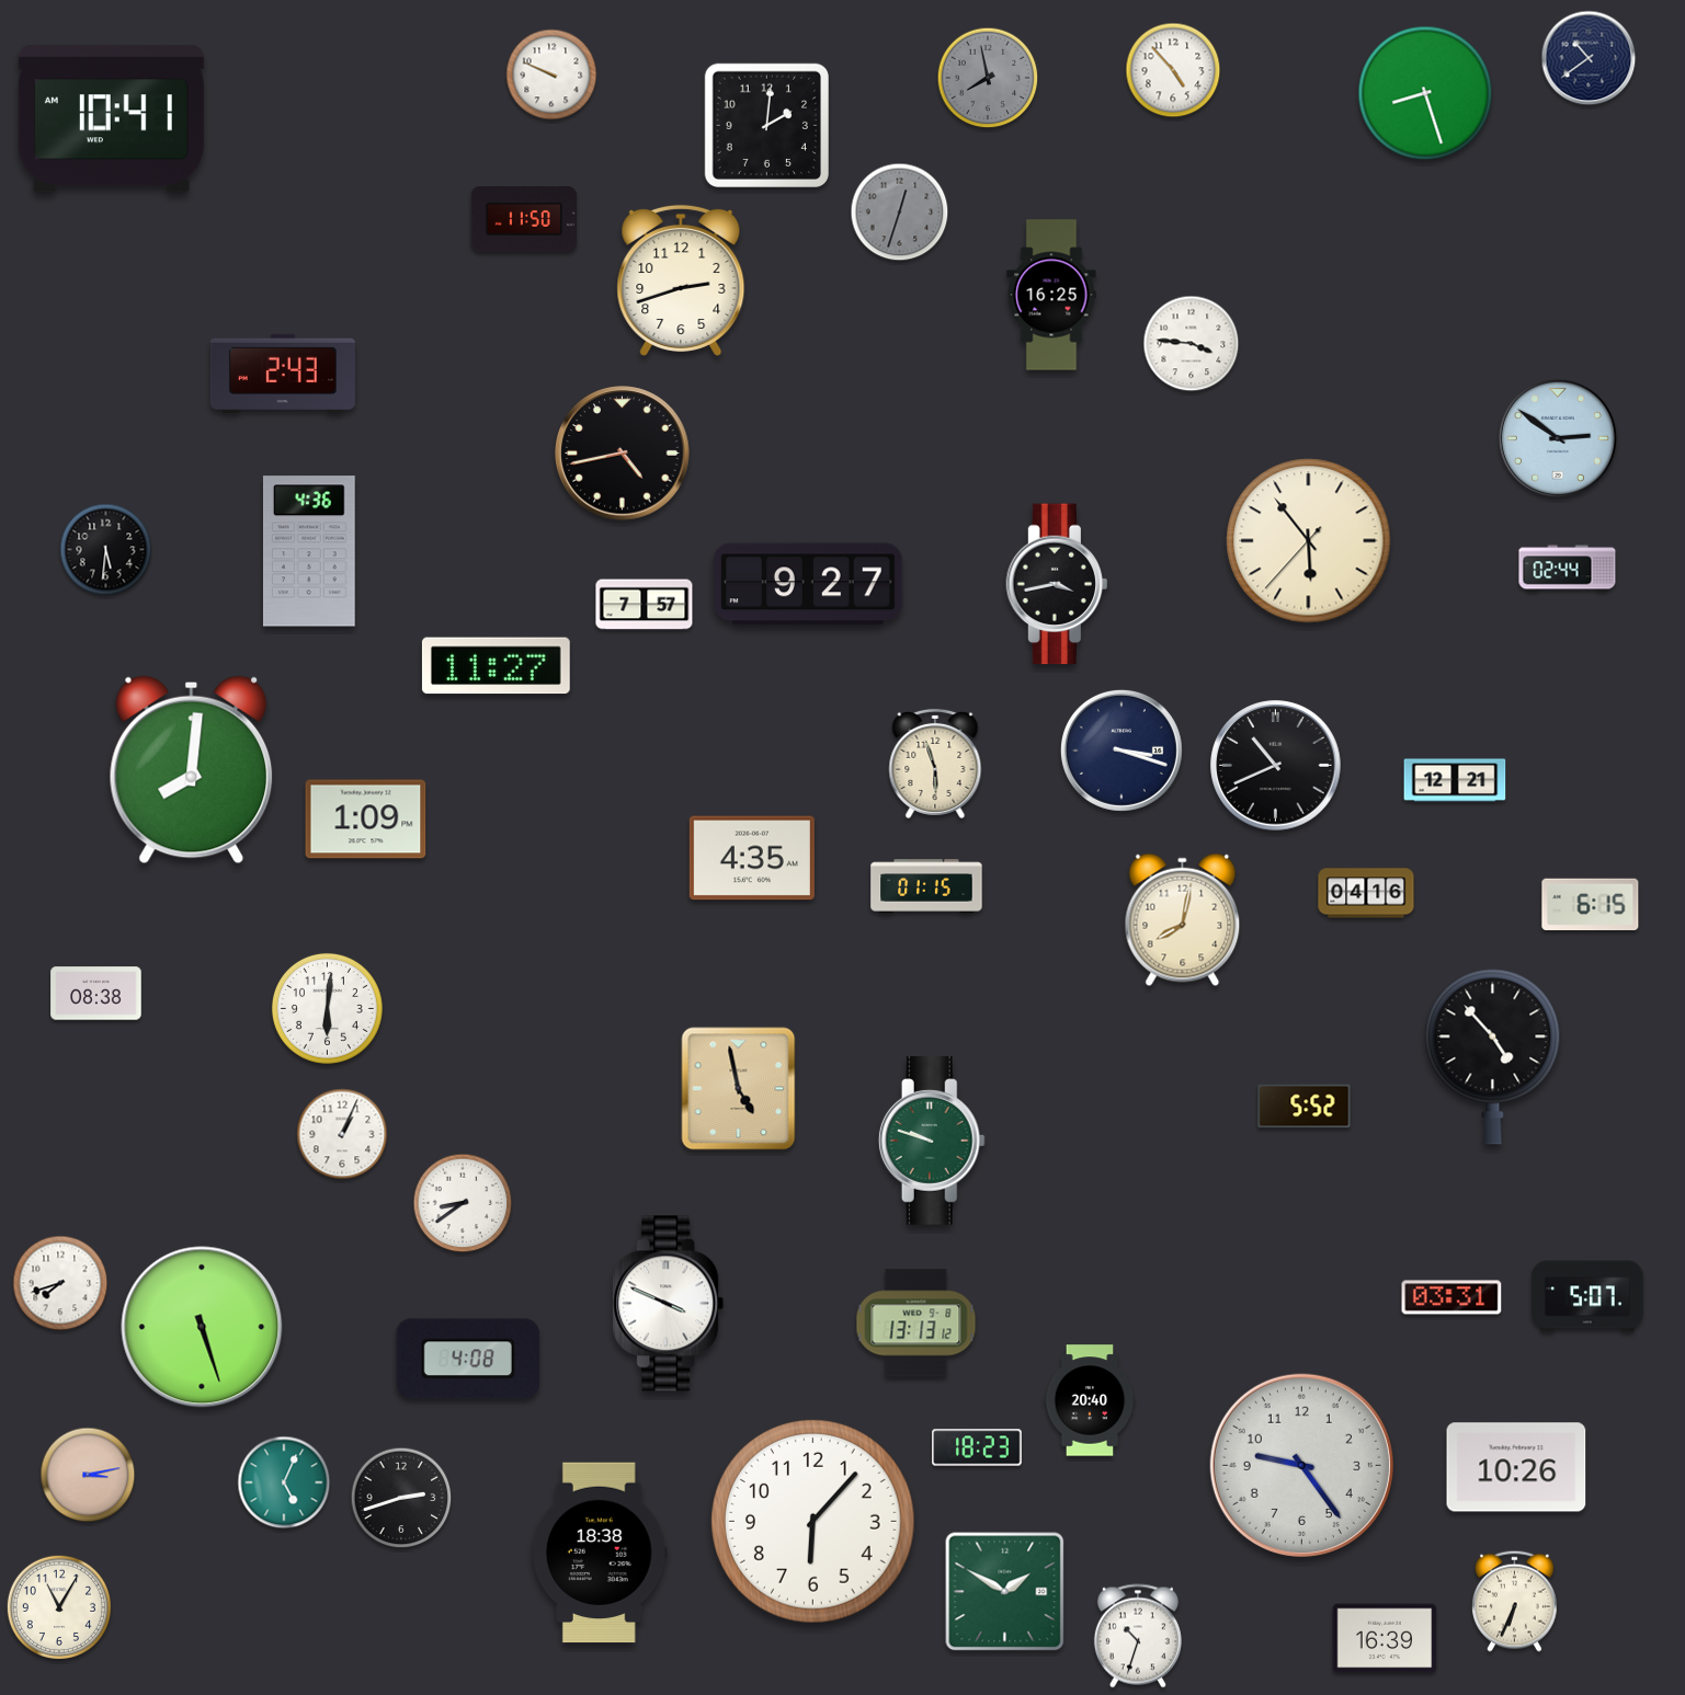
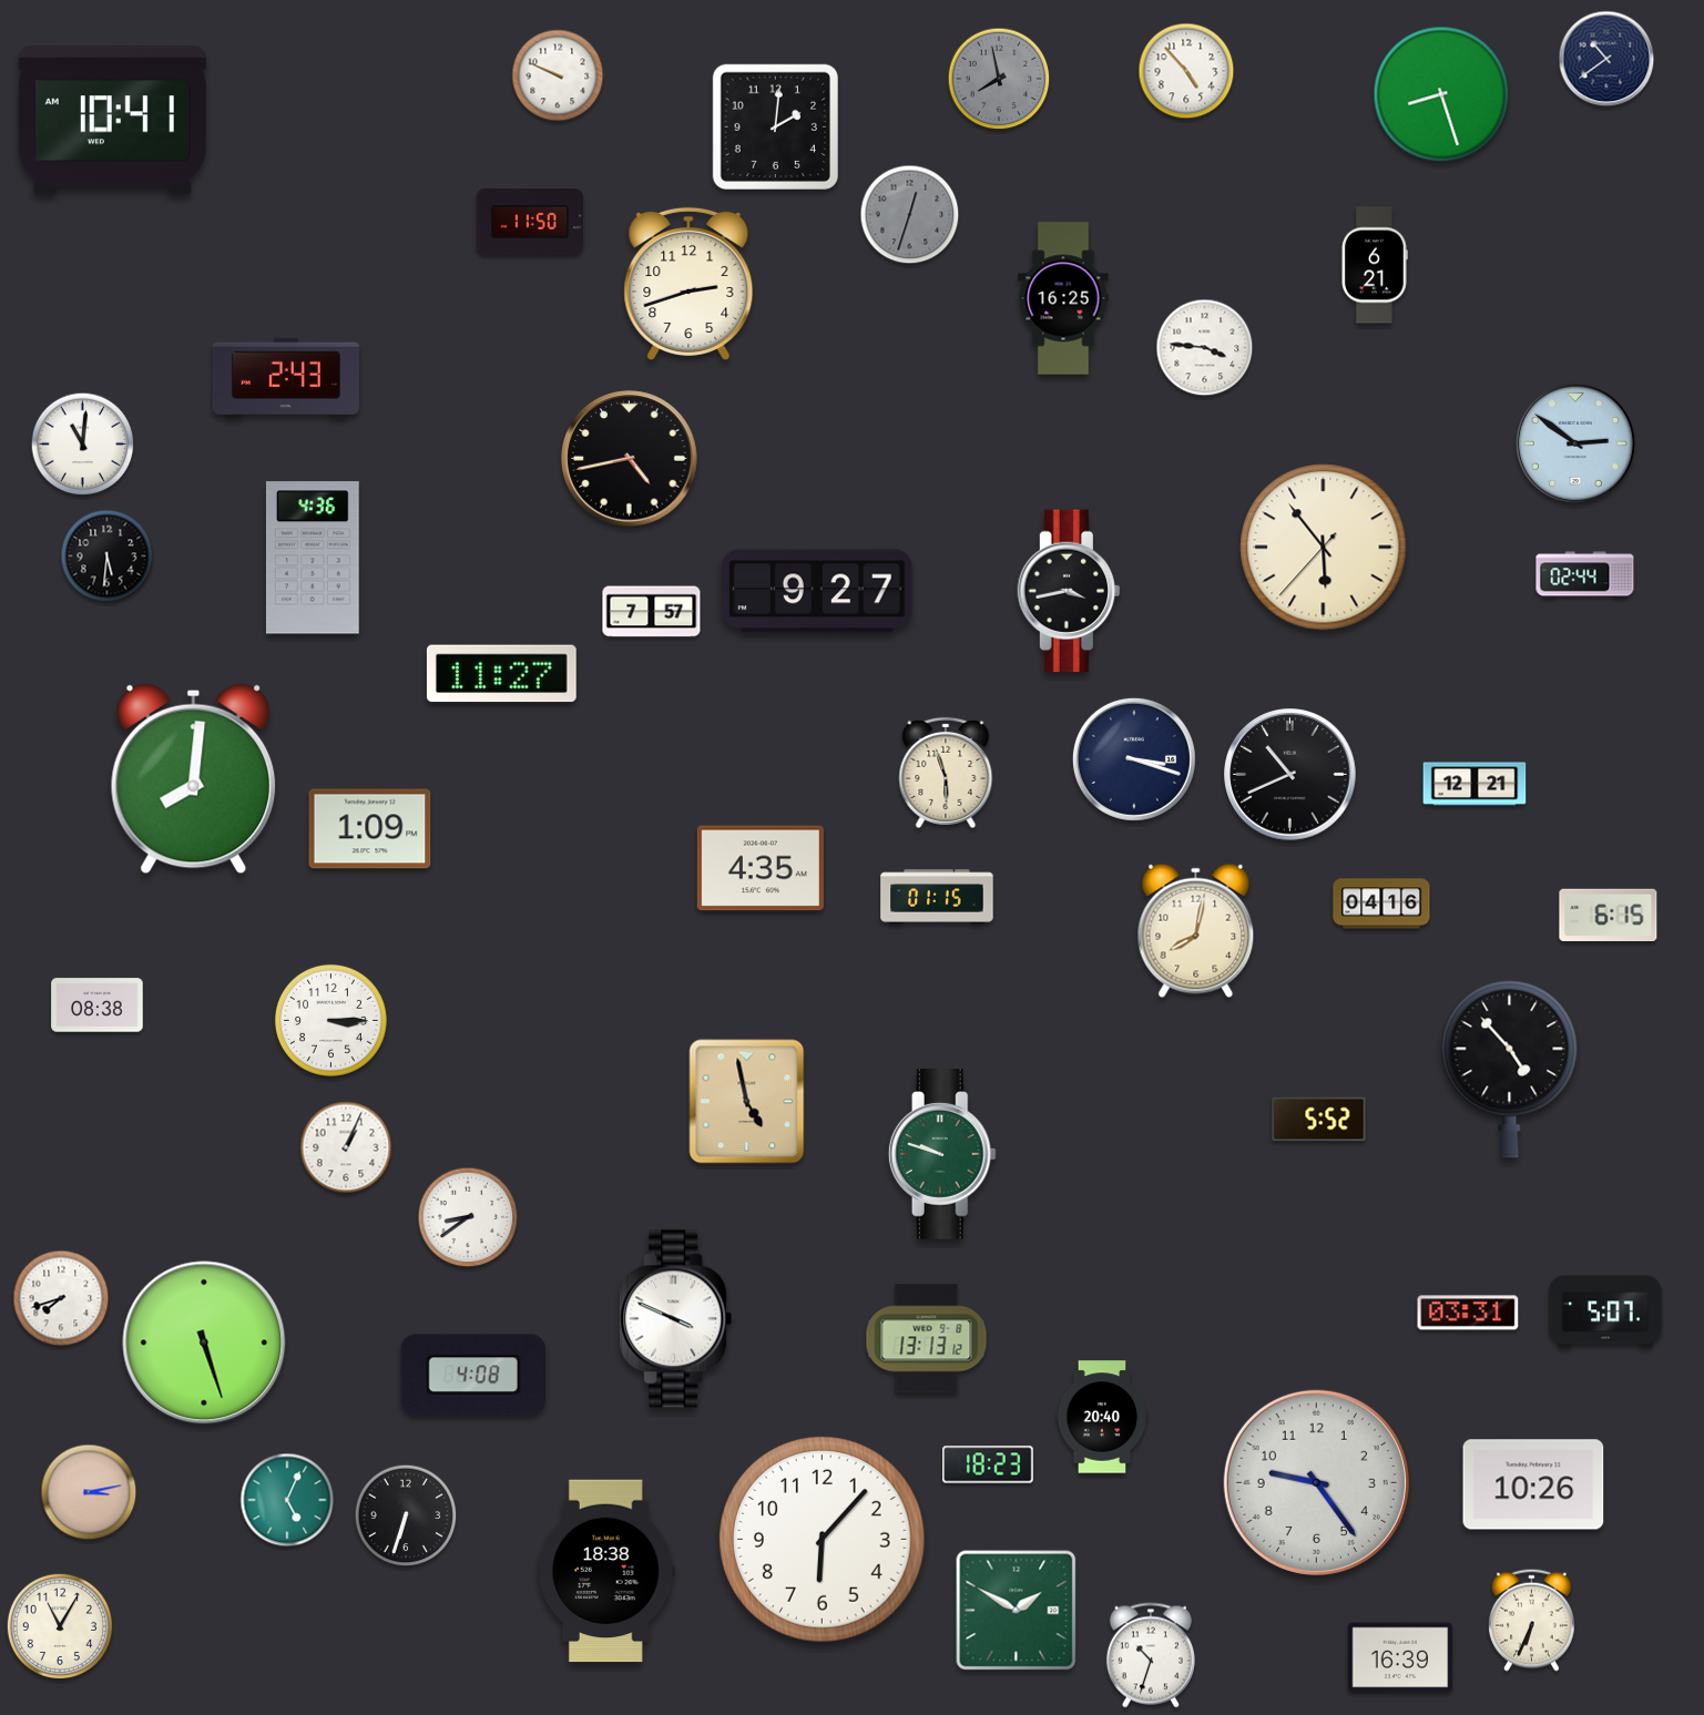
clock at (1374, 265): none -> 6:21
clock at (83, 445): none -> 11:01
clock at (1455, 780) position: (1455, 780) -> (1475, 784)
clock at (327, 1008): 6:01 -> 3:15
clock at (401, 1498): 2:42 -> 6:33
